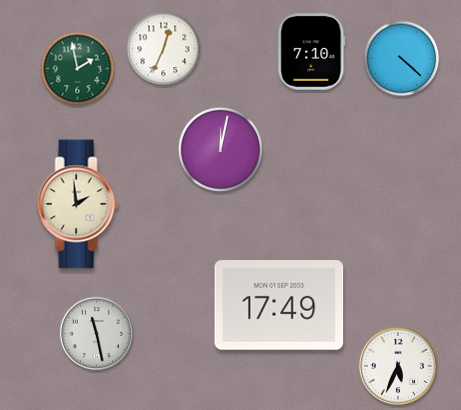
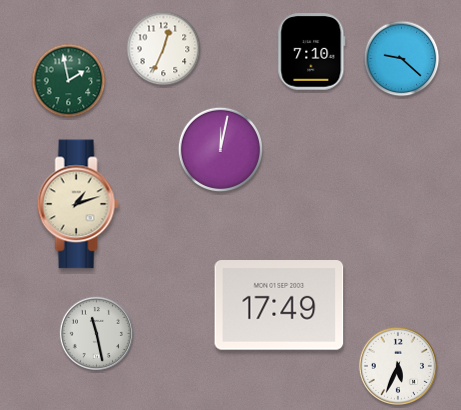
clock at (402, 59): 4:22 -> 9:22
clock at (78, 69) position: (78, 69) -> (69, 81)
clock at (78, 204): 1:59 -> 1:12
